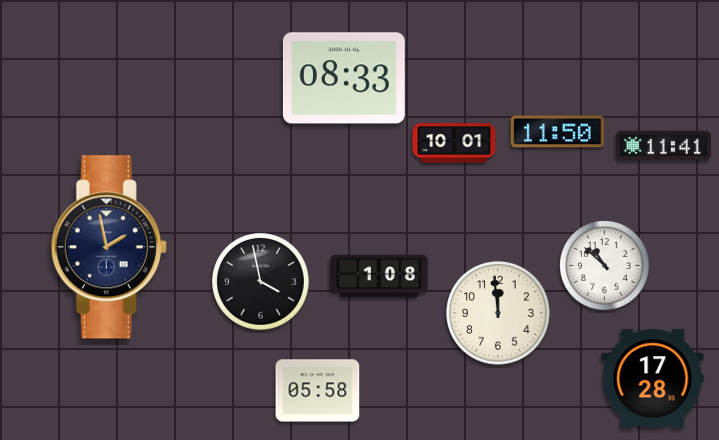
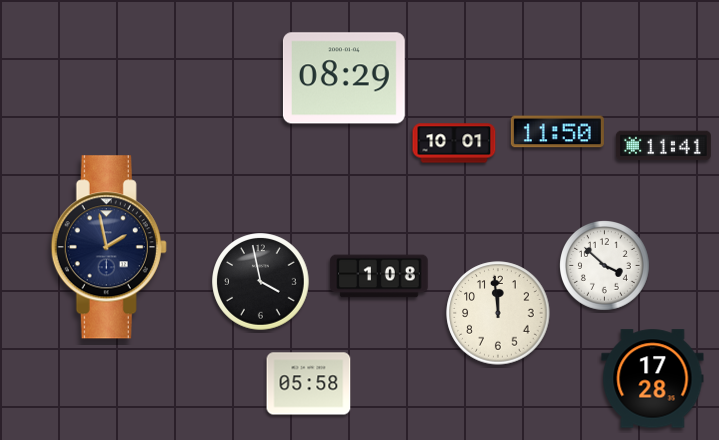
clock at (344, 78): 08:33 -> 08:29
clock at (605, 266): 10:52 -> 3:52
clock at (318, 391) position: (318, 391) -> (309, 384)
